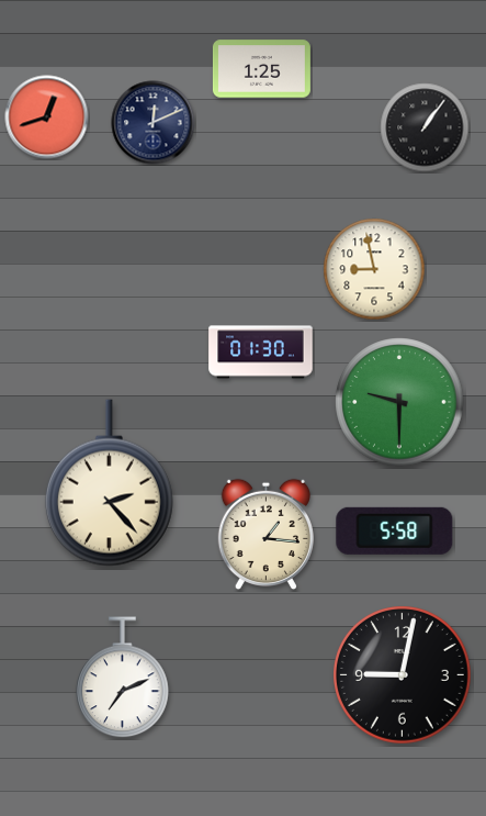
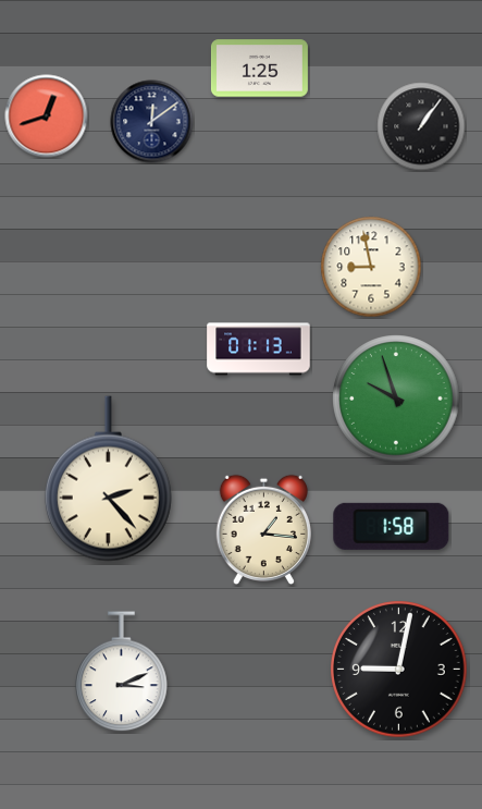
clock at (154, 123): 12:11 -> 12:09
clock at (261, 353): 01:30 -> 01:13
clock at (399, 402): 9:30 -> 9:57
clock at (395, 530): 5:58 -> 1:58
clock at (123, 678): 7:11 -> 3:11
